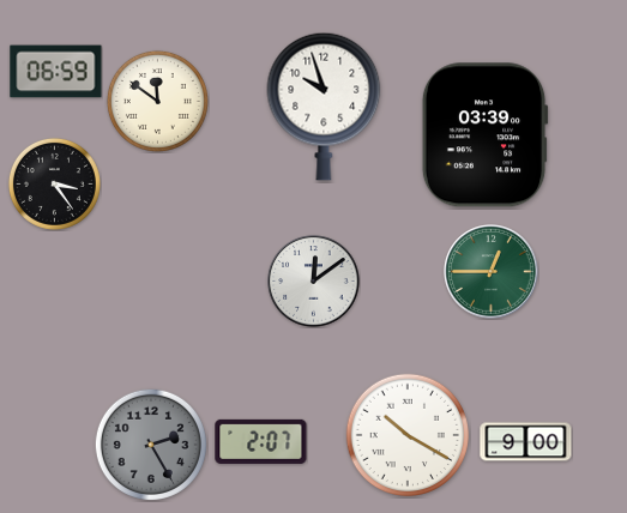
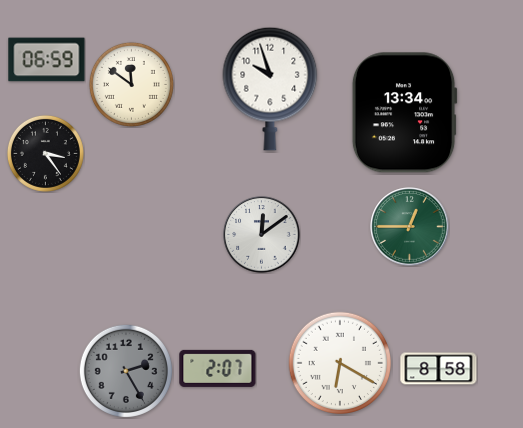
clock at (484, 135): 03:39 -> 13:34
clock at (408, 435): 10:20 -> 6:20
clock at (526, 442): 9:00 -> 8:58
